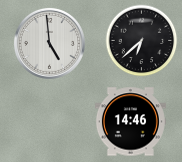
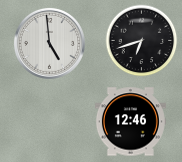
clock at (142, 41): 6:38 -> 6:42
clock at (130, 122): 14:46 -> 12:46
